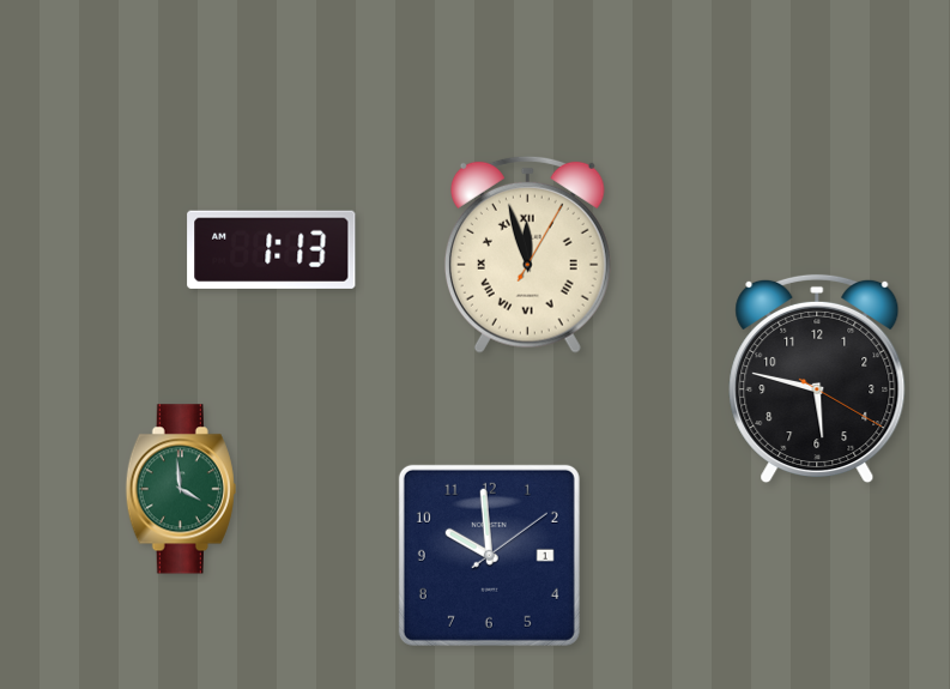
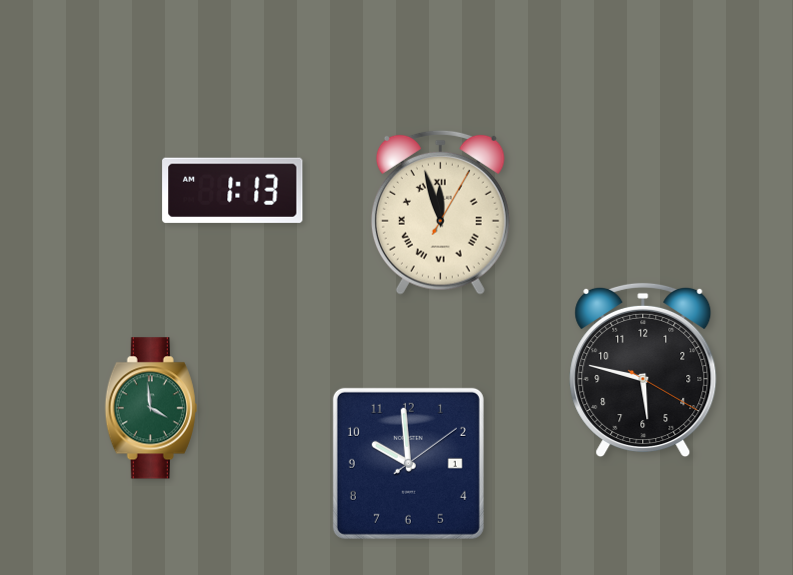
clock at (272, 249) position: (272, 249) -> (233, 190)
clock at (817, 379) position: (817, 379) -> (643, 370)
